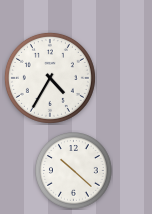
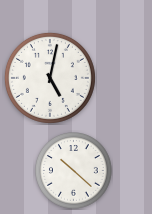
clock at (50, 78): 4:35 -> 5:02
